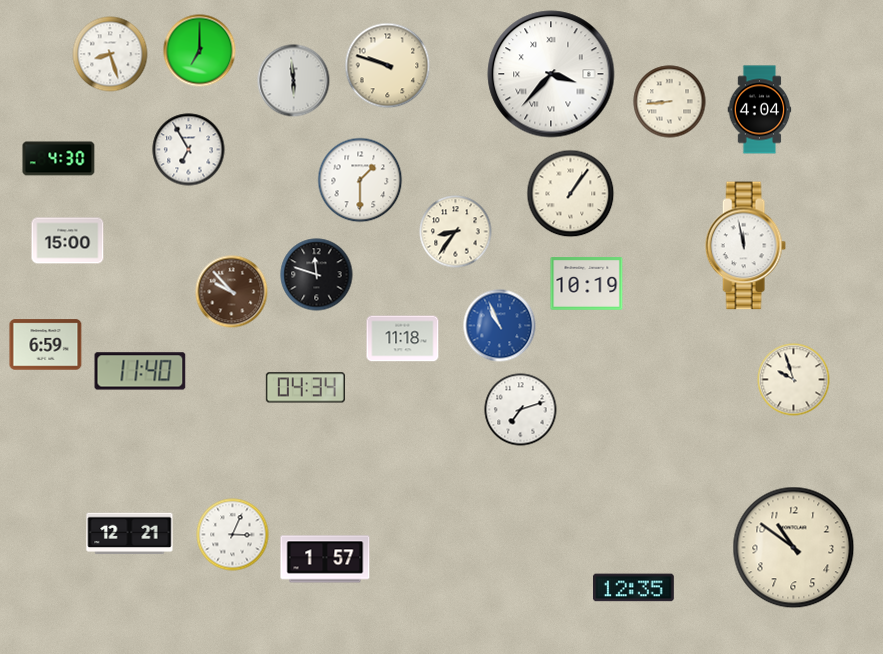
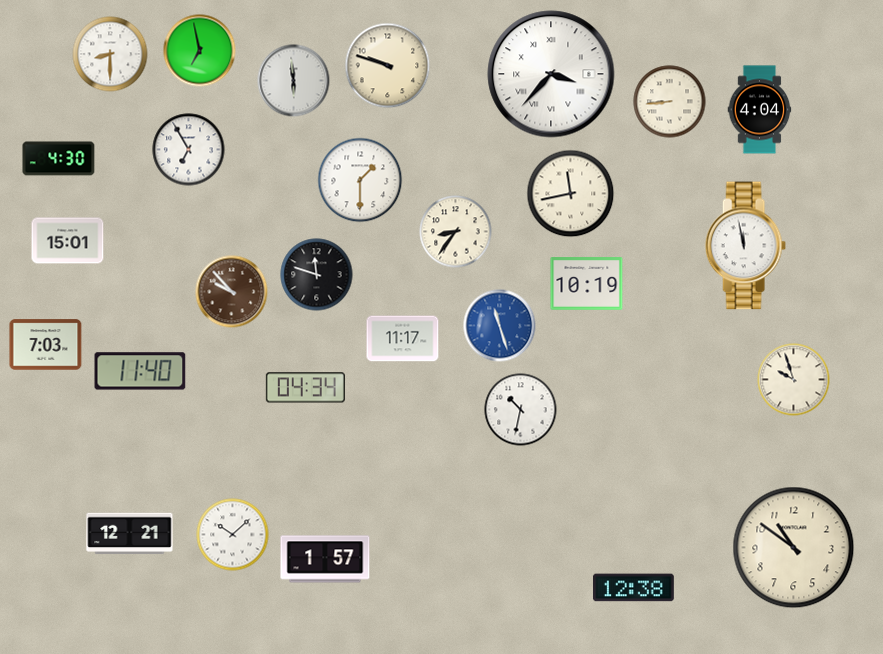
clock at (200, 51): 7:00 -> 6:58
clock at (110, 54): 8:27 -> 8:30
clock at (571, 194): 1:06 -> 11:43
clock at (68, 241): 15:00 -> 15:01
clock at (500, 326): 10:56 -> 11:27
clock at (403, 339): 11:18 -> 11:17
clock at (46, 345): 6:59 -> 7:03
clock at (521, 410): 7:12 -> 10:32
clock at (233, 535): 3:04 -> 10:08
clock at (634, 588): 12:35 -> 12:38
